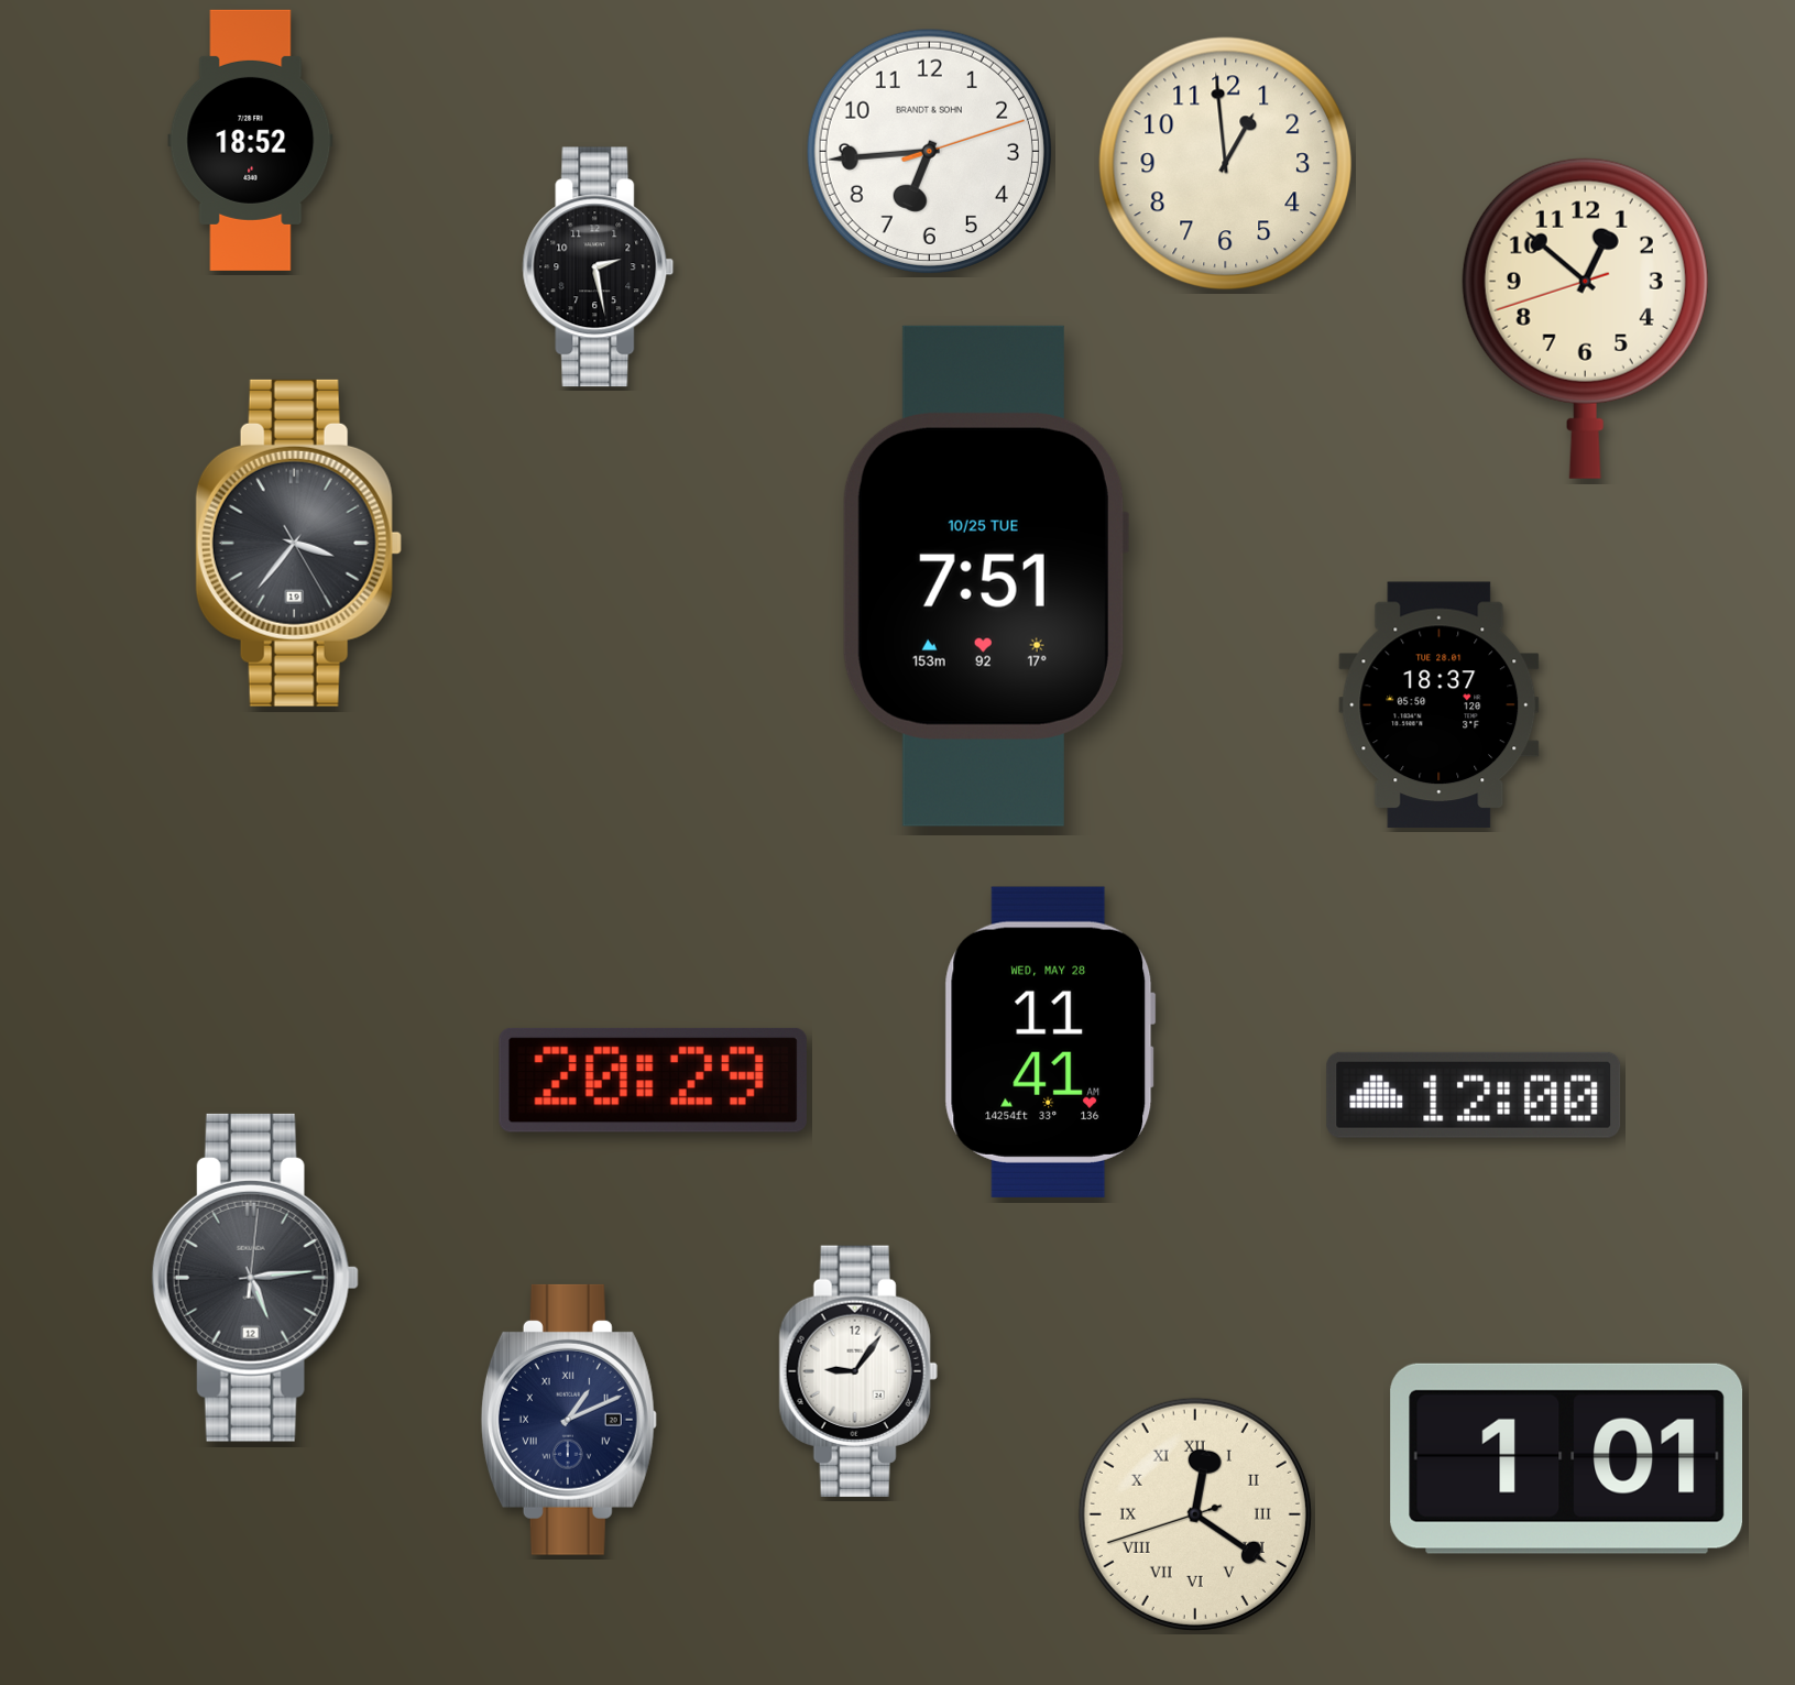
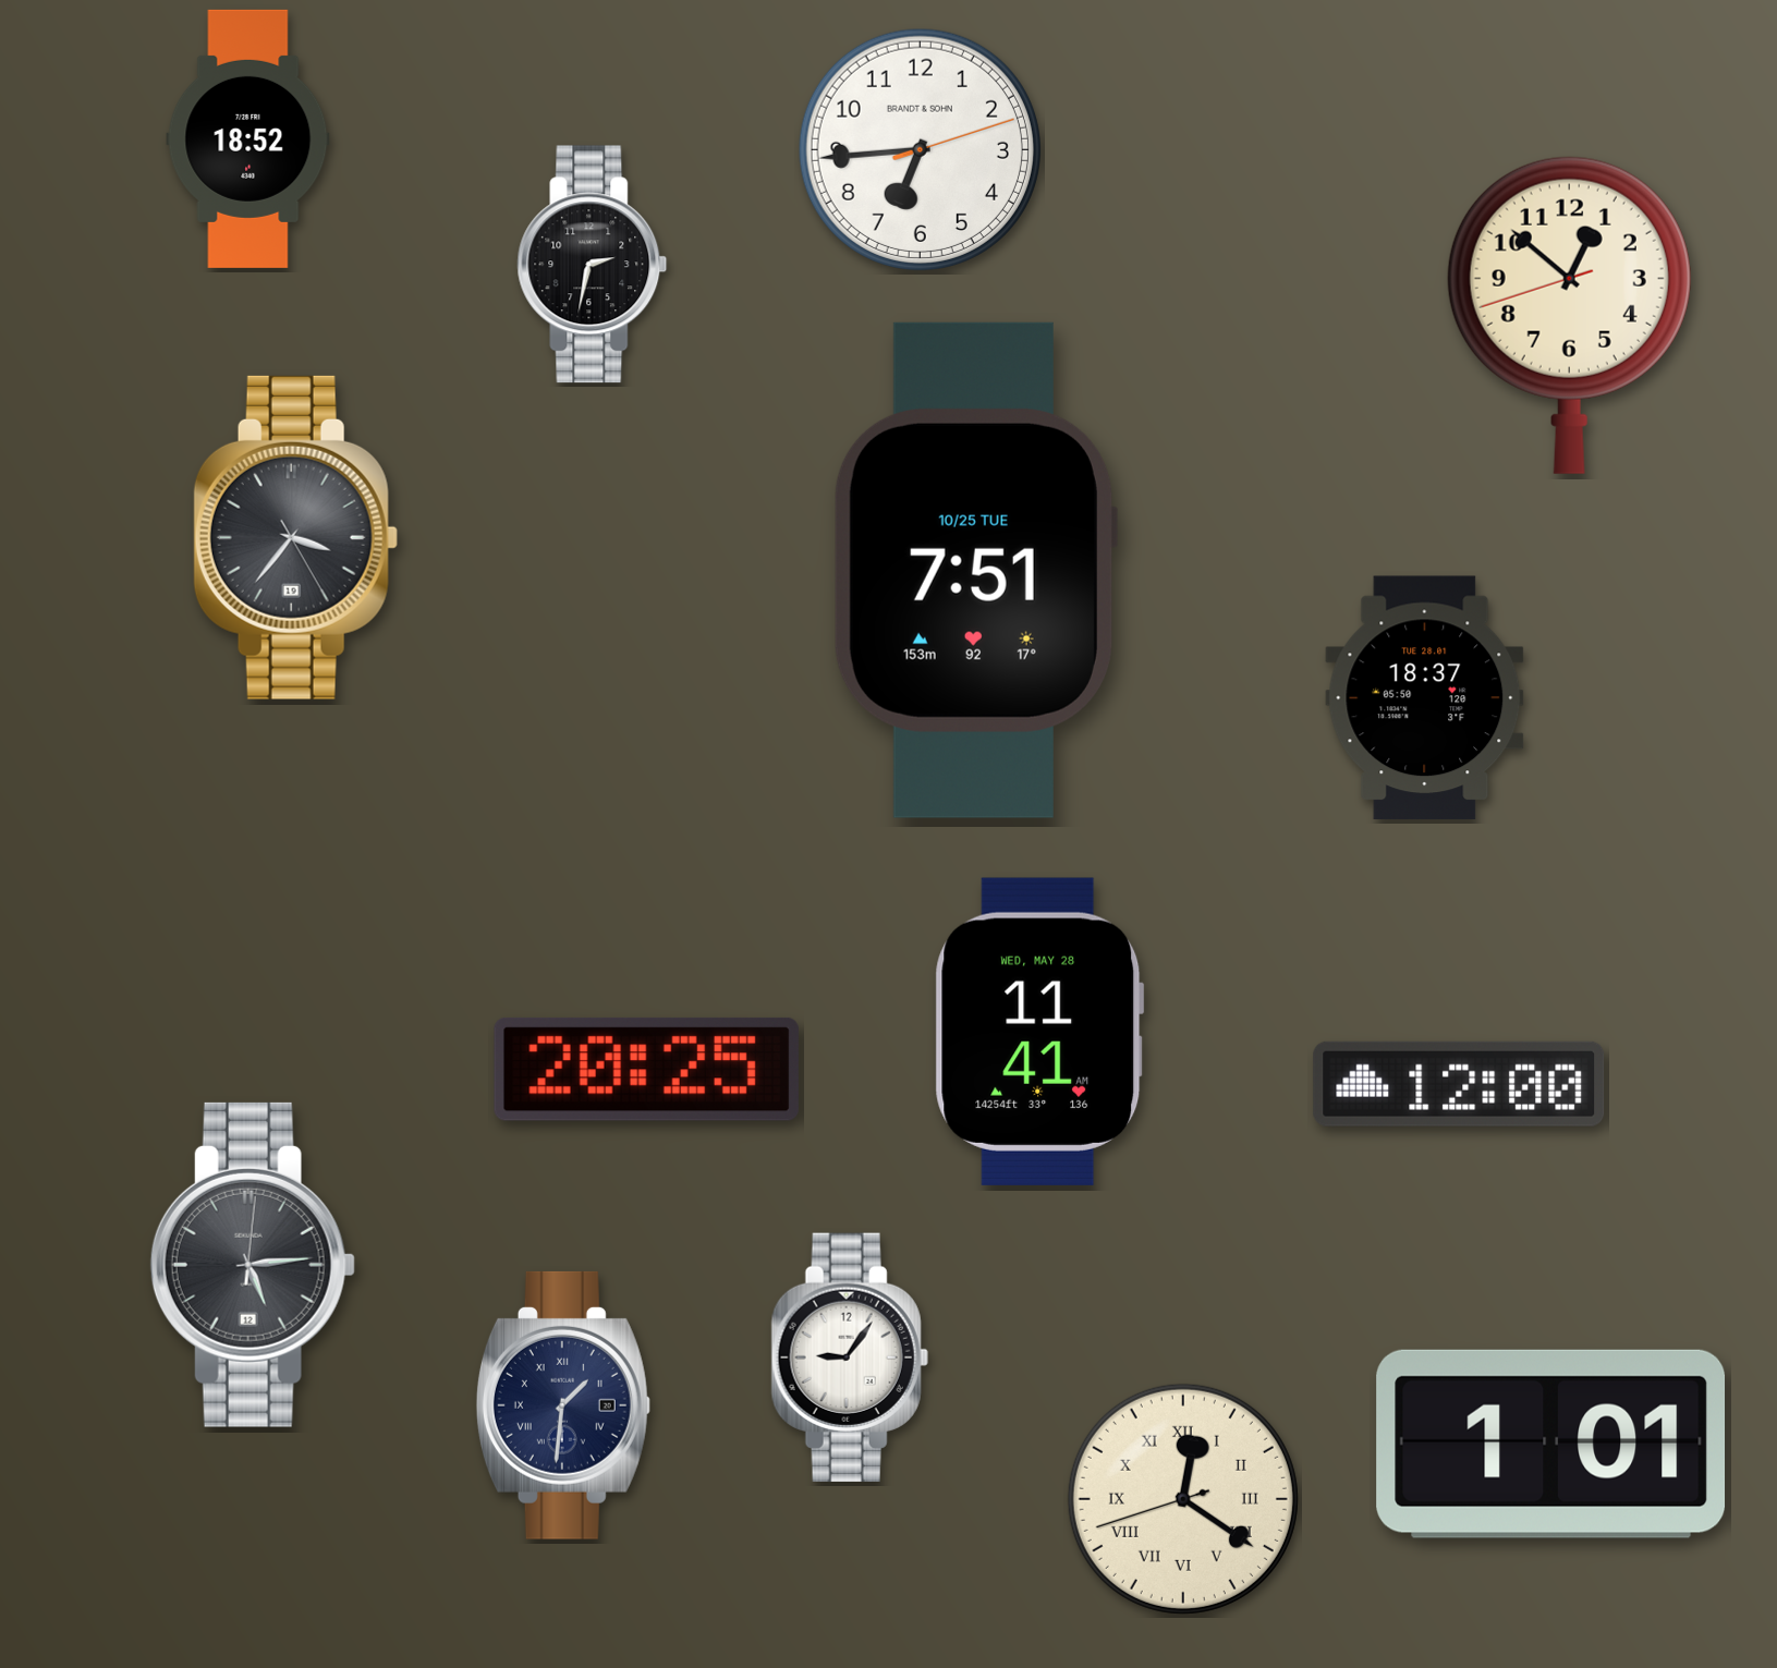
clock at (1226, 164): 12:59 -> none
clock at (599, 267): 2:28 -> 2:32
clock at (653, 1080): 20:29 -> 20:25
clock at (569, 1420): 1:11 -> 1:31
